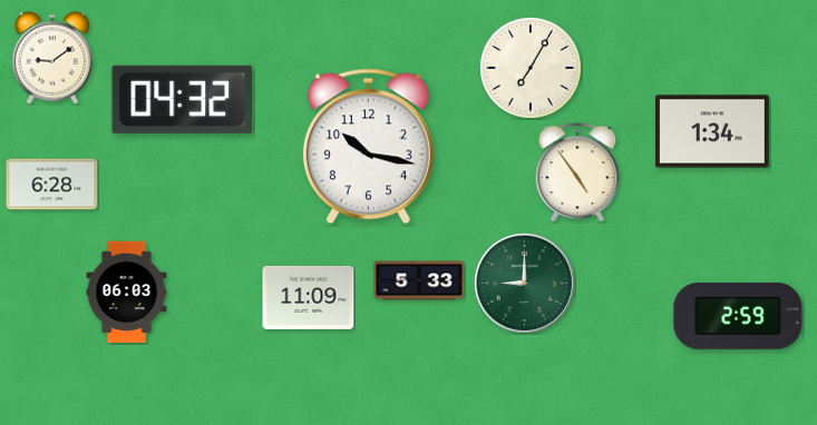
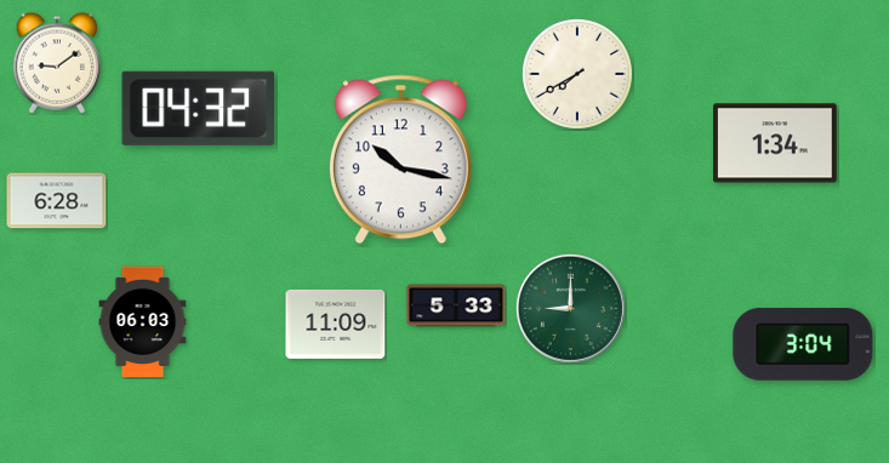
clock at (531, 68): 7:05 -> 7:40
clock at (577, 172): 4:54 -> none
clock at (127, 293) position: (127, 293) -> (143, 322)
clock at (738, 316): 2:59 -> 3:04
